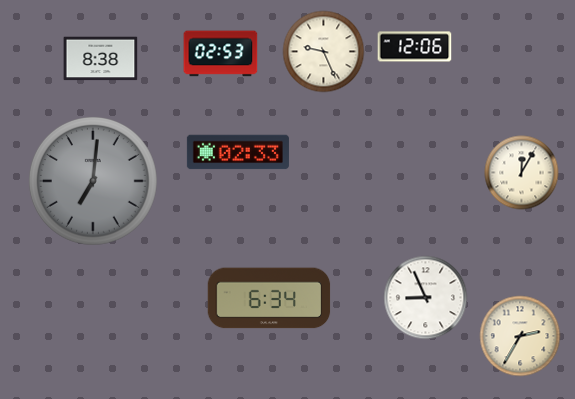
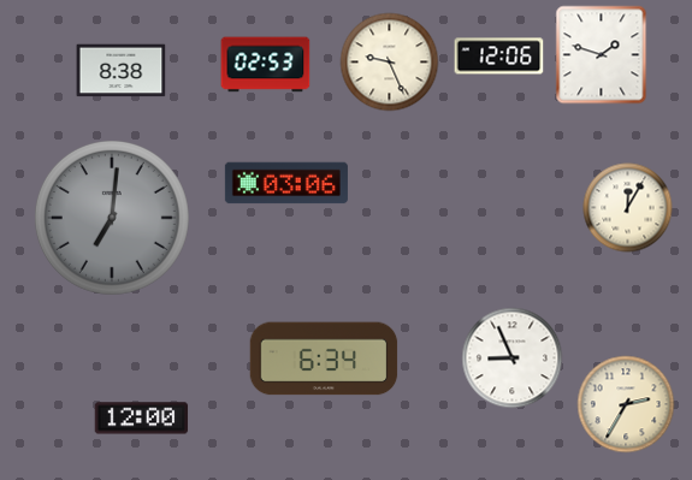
clock at (602, 55): none -> 1:48
clock at (238, 152): 02:33 -> 03:06
clock at (142, 419): none -> 12:00
